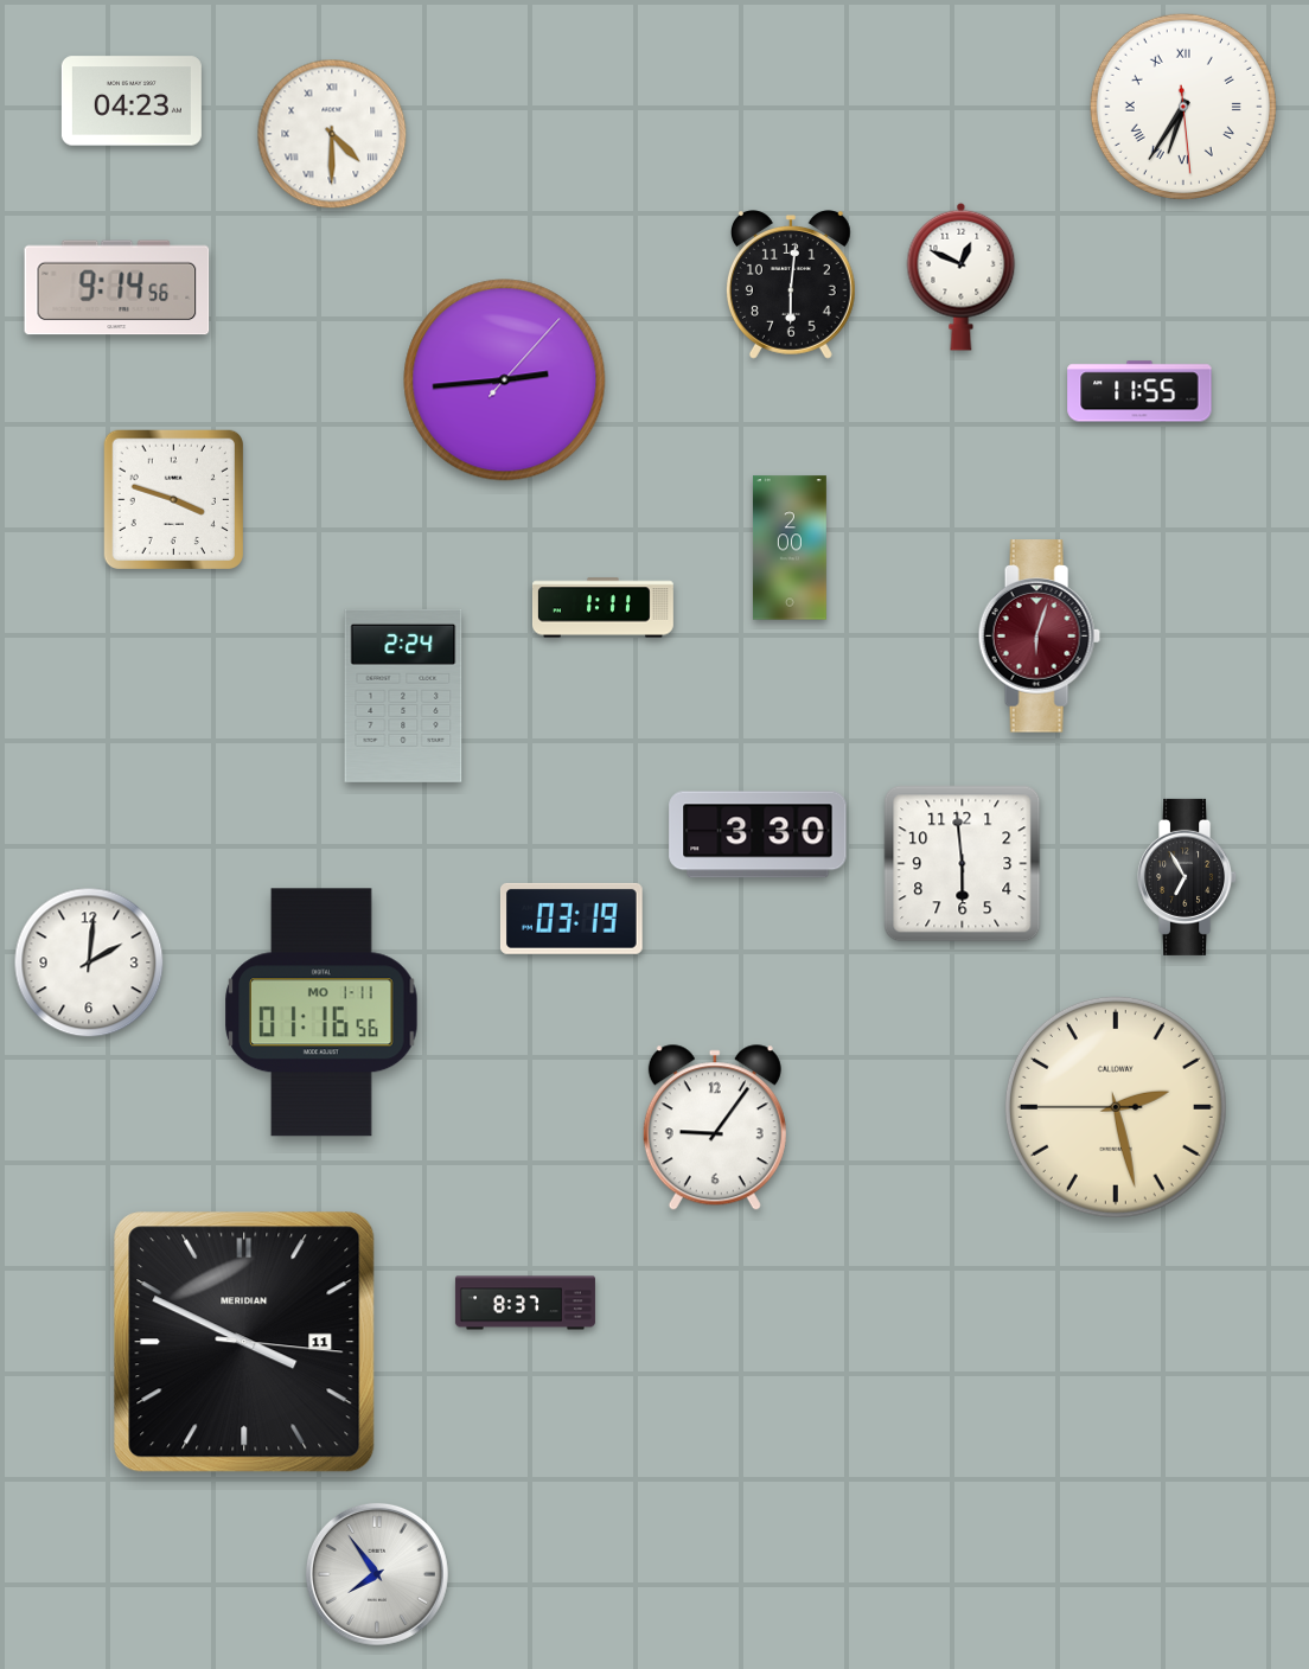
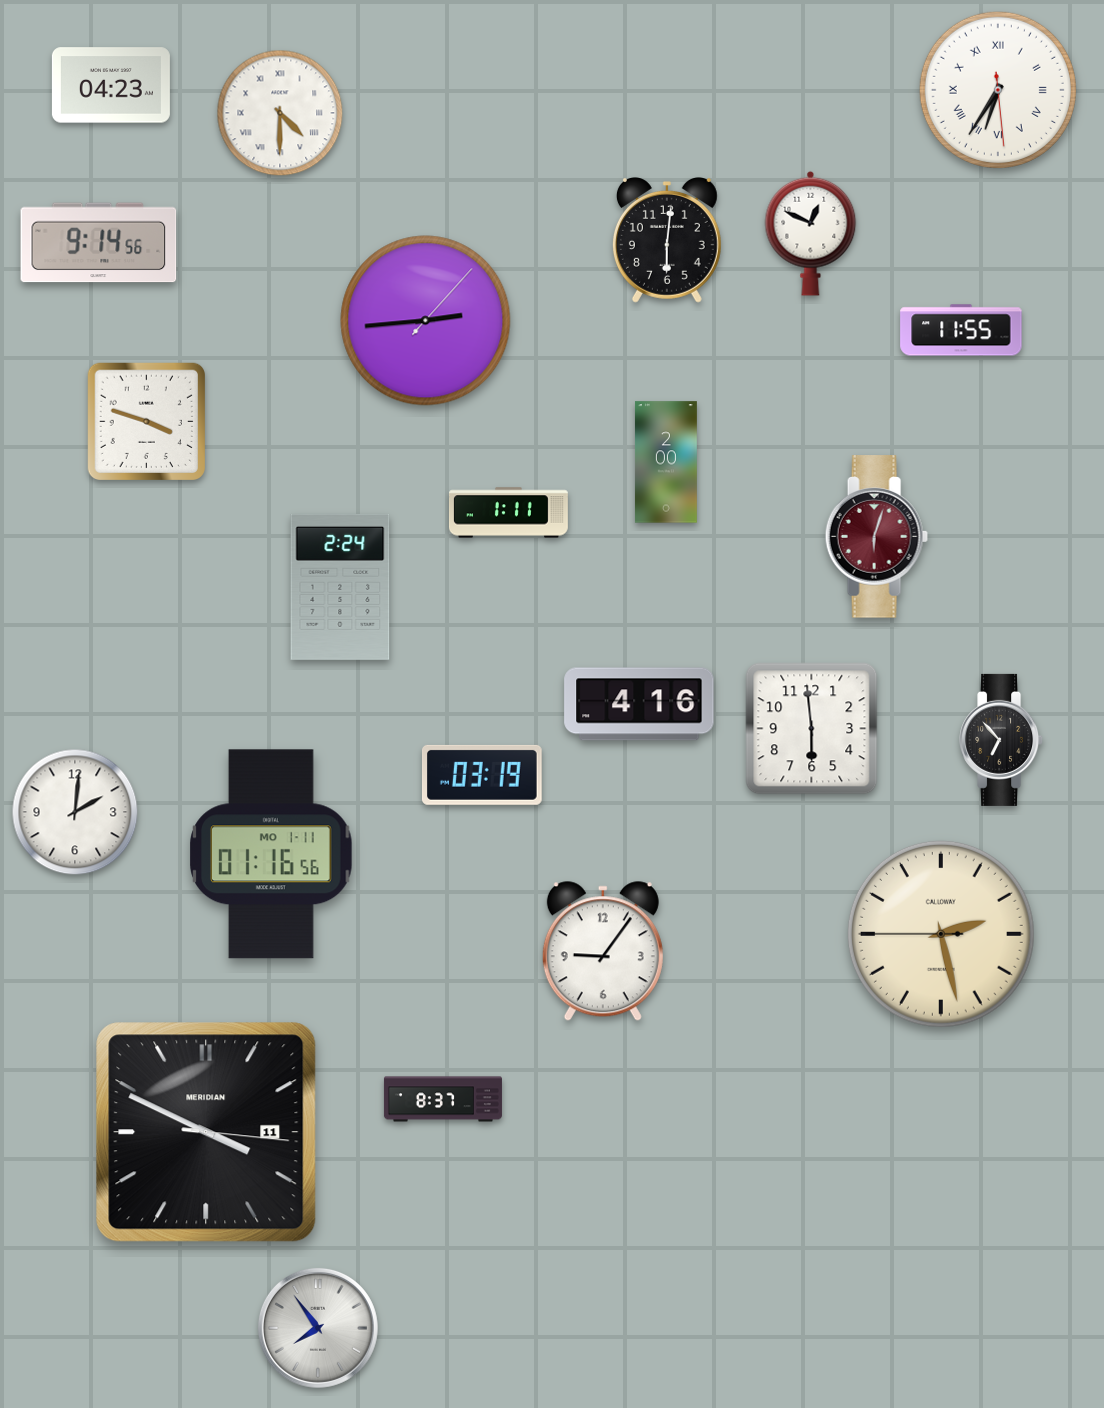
clock at (758, 834): 3:30 -> 4:16
clock at (1188, 877): 6:55 -> 6:53
